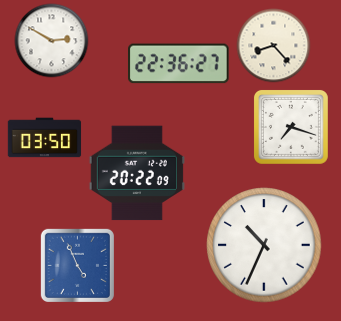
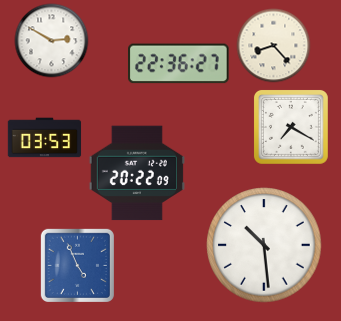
clock at (291, 127): 7:18 -> 7:20
clock at (45, 138): 03:50 -> 03:53
clock at (264, 245): 10:34 -> 10:29
